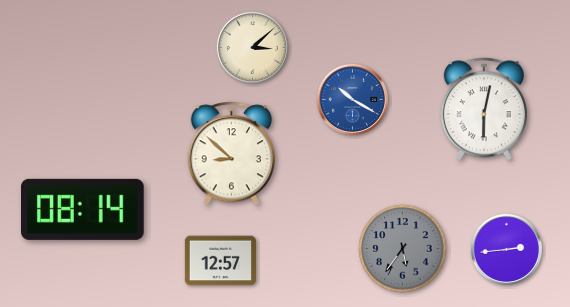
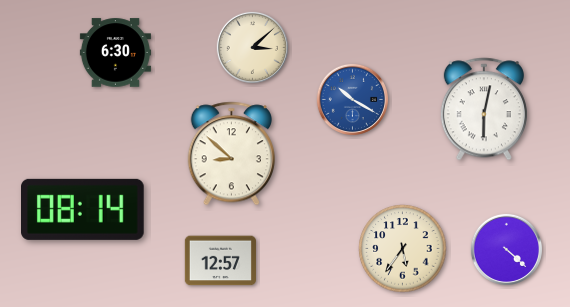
clock at (115, 53): none -> 6:30
clock at (403, 249) dial: grey -> cream
clock at (506, 249): 2:44 -> 4:22
